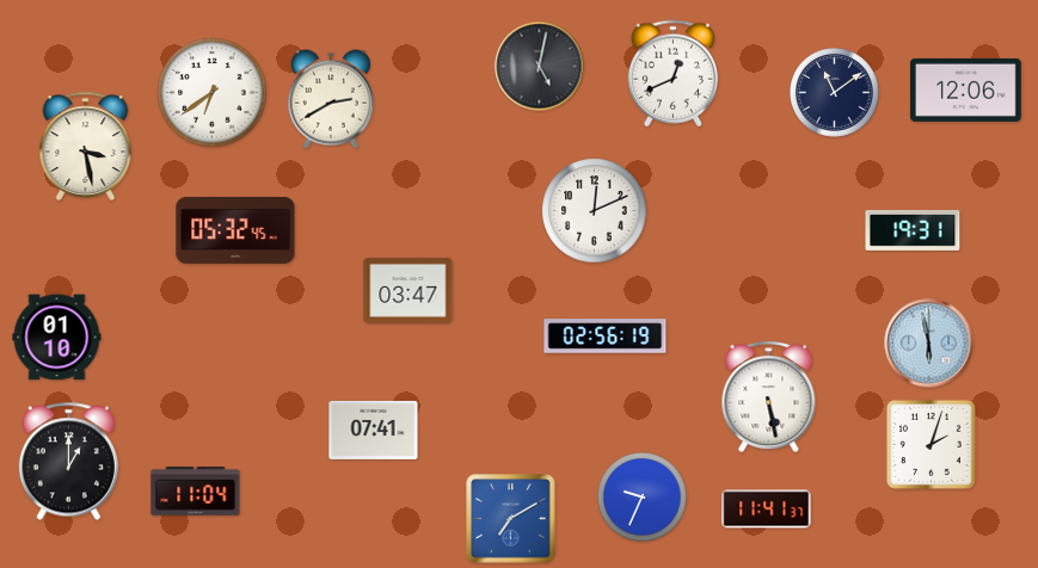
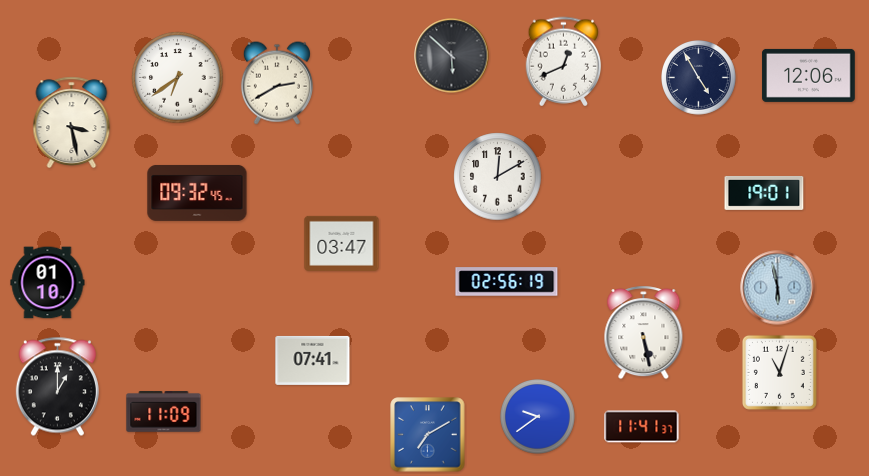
clock at (540, 67): 5:02 -> 5:52
clock at (835, 93): 11:09 -> 4:55
clock at (595, 211): 12:11 -> 12:10
clock at (235, 230): 05:32 -> 09:32
clock at (913, 230): 19:31 -> 19:01
clock at (930, 444): 2:03 -> 11:03
clock at (196, 492): 11:04 -> 11:09
clock at (643, 498): 9:34 -> 9:39
